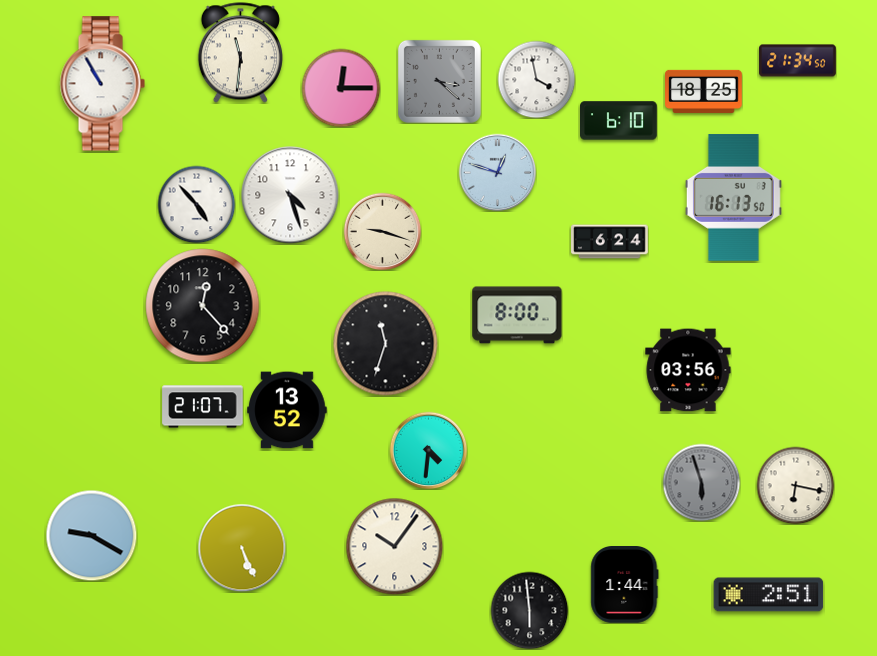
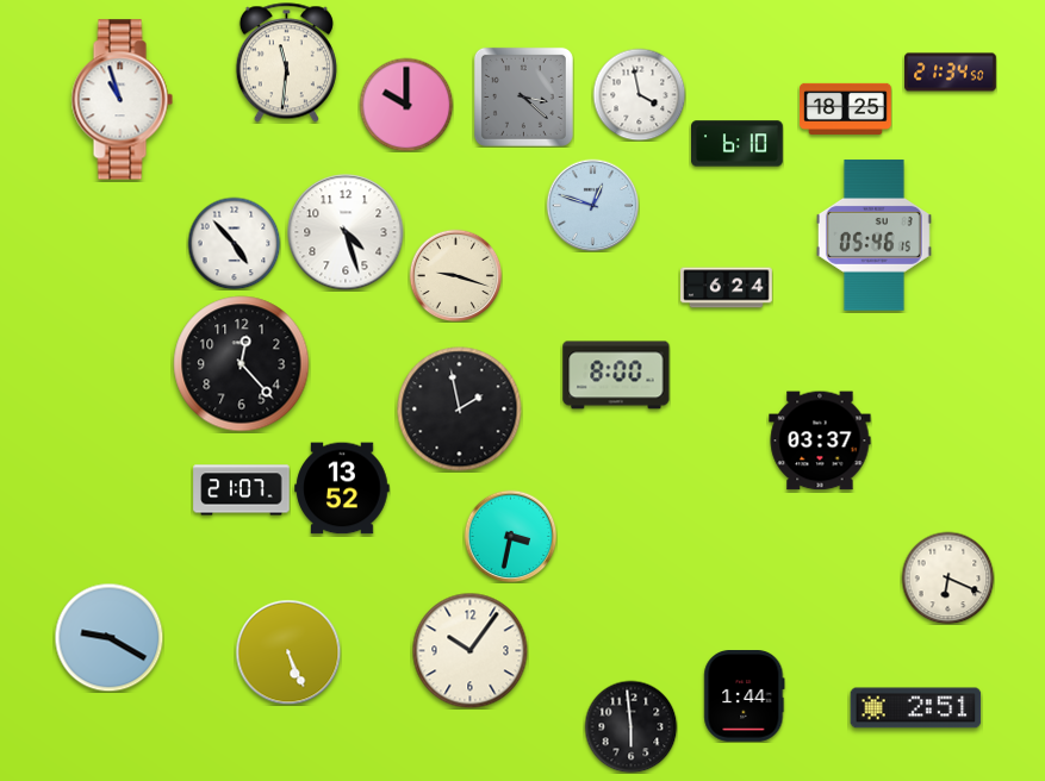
clock at (102, 84): 10:55 -> 10:57
clock at (341, 88): 12:15 -> 10:00
clock at (704, 91) position: (704, 91) -> (846, 108)
clock at (733, 198): 16:13 -> 05:46
clock at (386, 344): 11:33 -> 1:58
clock at (688, 370): 03:56 -> 03:37
clock at (203, 407) position: (203, 407) -> (242, 491)
clock at (428, 450): 4:31 -> 3:32
clock at (701, 482): 5:57 -> none
clock at (795, 485): 6:17 -> 6:19
